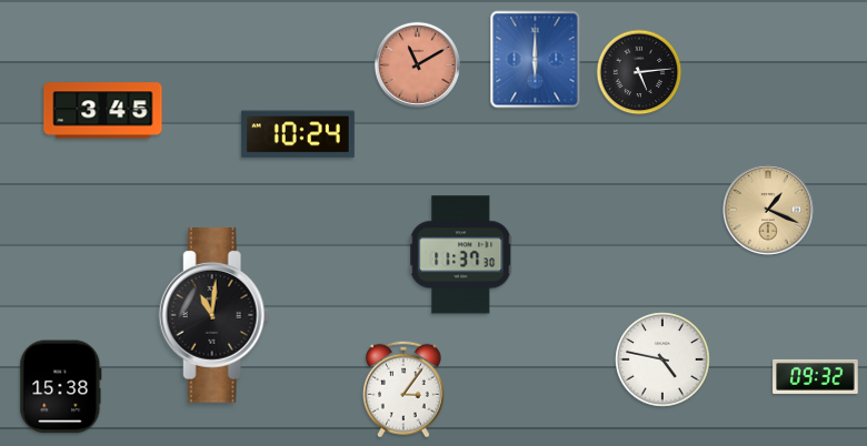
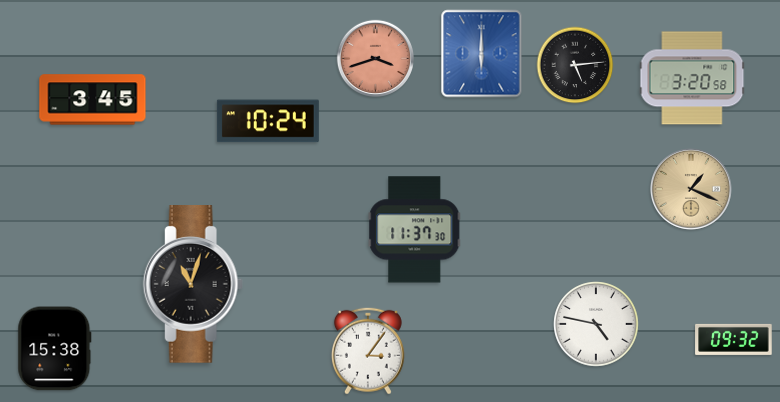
clock at (417, 64): 11:10 -> 3:42
clock at (692, 78): none -> 3:20
clock at (215, 316): 11:01 -> 11:03
clock at (403, 389) position: (403, 389) -> (368, 351)
